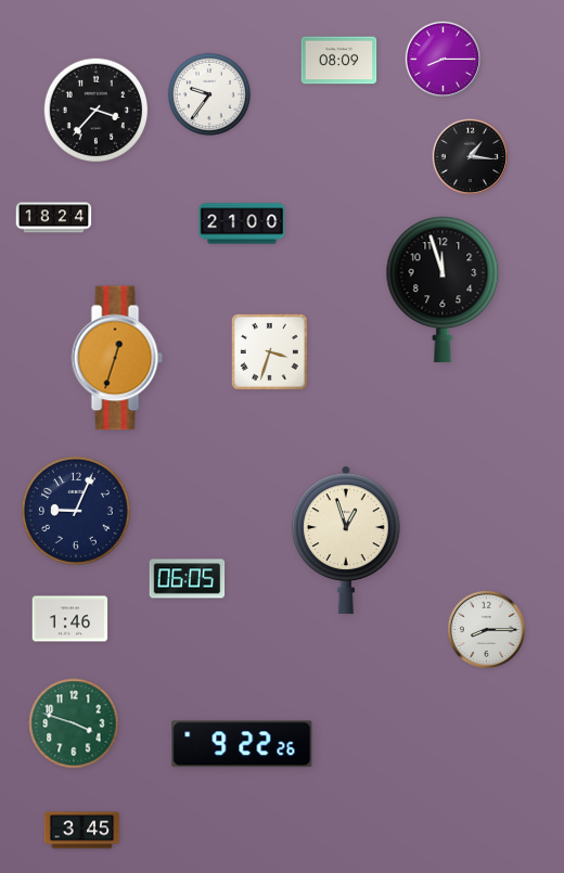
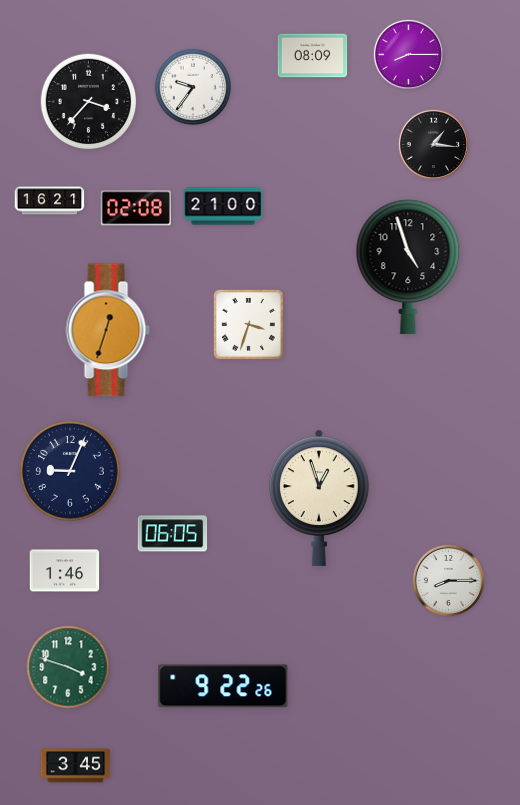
clock at (54, 218): 18:24 -> 16:21
clock at (136, 208): none -> 02:08
clock at (443, 290): 11:57 -> 4:57
